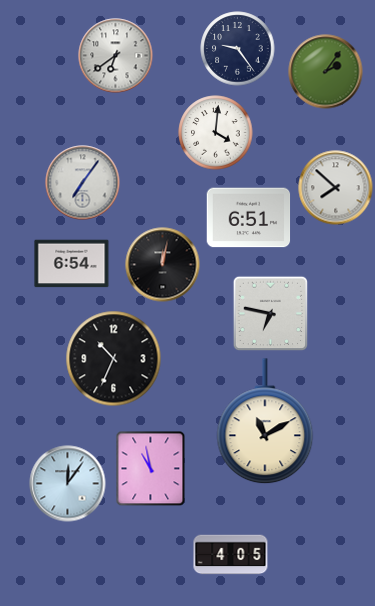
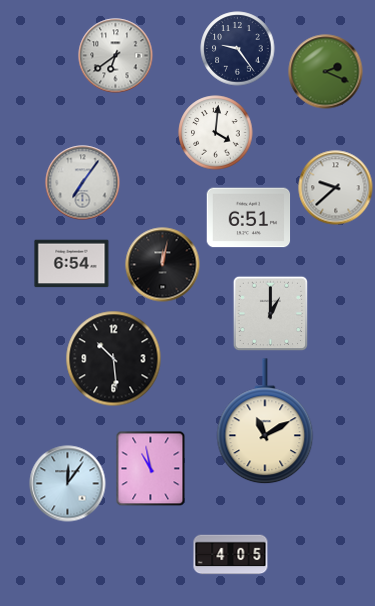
clock at (326, 72): 2:06 -> 2:19
clock at (336, 188): 7:52 -> 9:38
clock at (271, 314): 6:47 -> 1:00
clock at (114, 359): 10:34 -> 10:29
